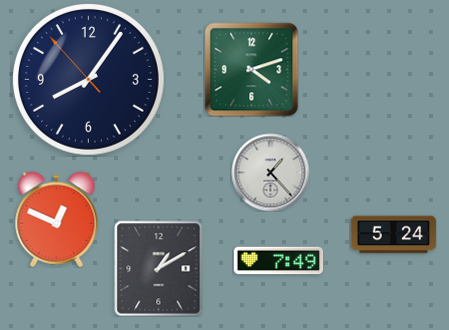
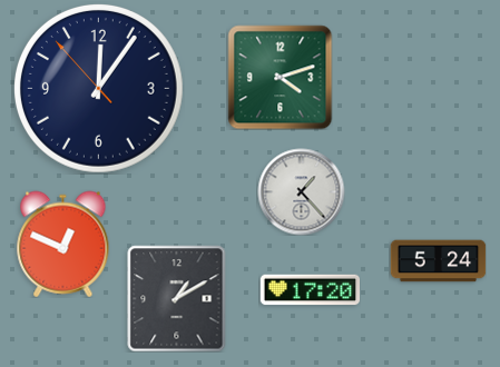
clock at (88, 79): 8:05 -> 12:05
clock at (278, 261): 7:49 -> 17:20
